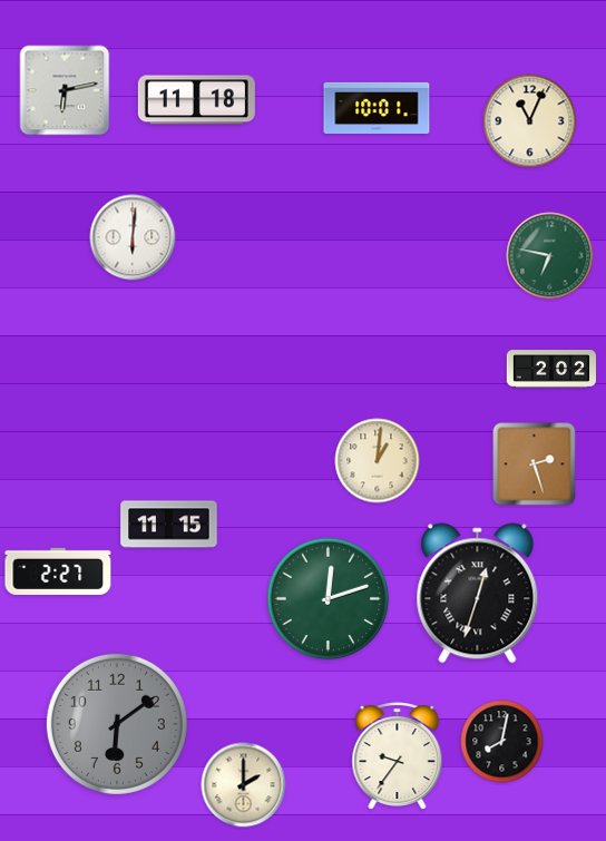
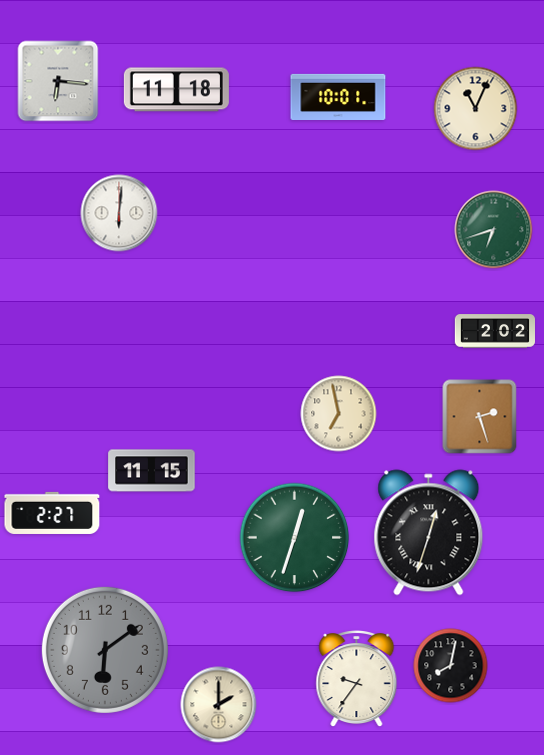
clock at (65, 90): 6:13 -> 6:16
clock at (550, 256): 6:47 -> 6:42
clock at (378, 461): 1:01 -> 6:58
clock at (329, 599): 12:12 -> 12:33
